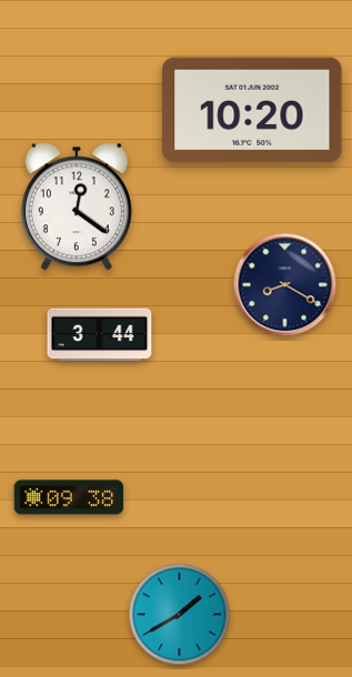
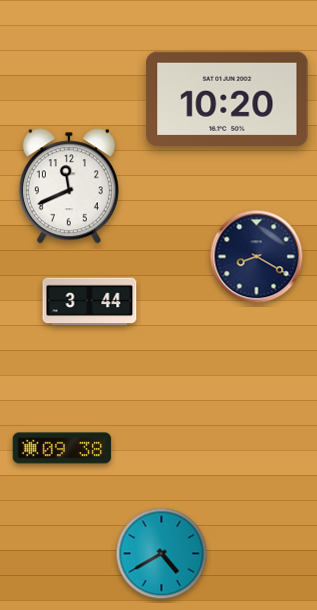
clock at (77, 206): 12:21 -> 11:41
clock at (180, 615): 1:40 -> 4:40
